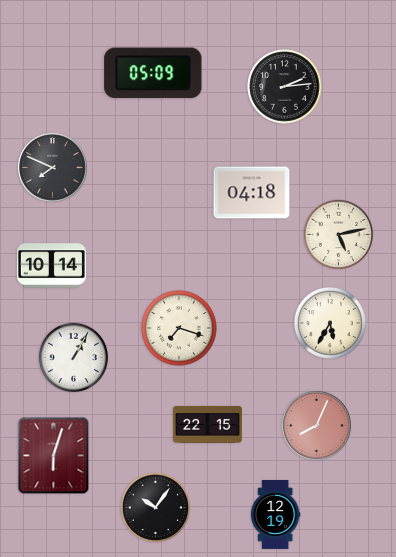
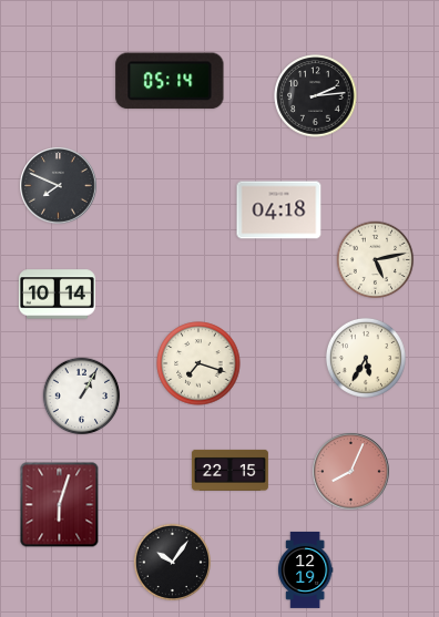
clock at (153, 73): 05:09 -> 05:14
clock at (252, 193) position: (252, 193) -> (279, 210)
